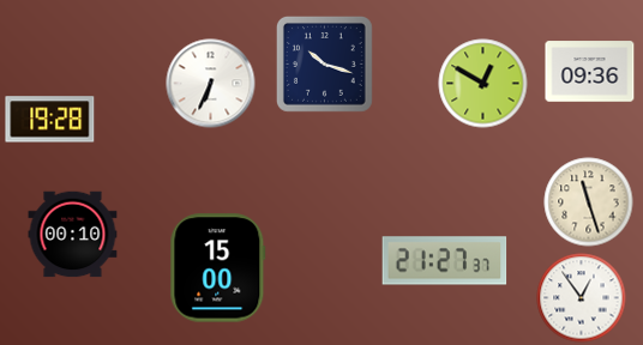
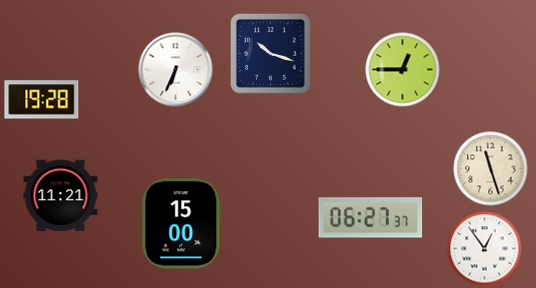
clock at (590, 72): 09:36 -> none
clock at (483, 84): 12:50 -> 12:45
clock at (73, 235): 00:10 -> 11:21
clock at (445, 261): 21:27 -> 06:27
